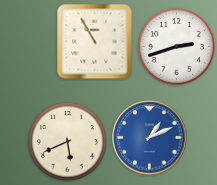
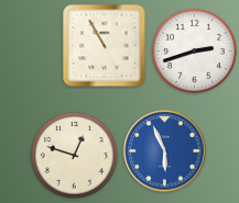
clock at (150, 138): 1:11 -> 5:56
clock at (68, 142): 5:41 -> 12:48
